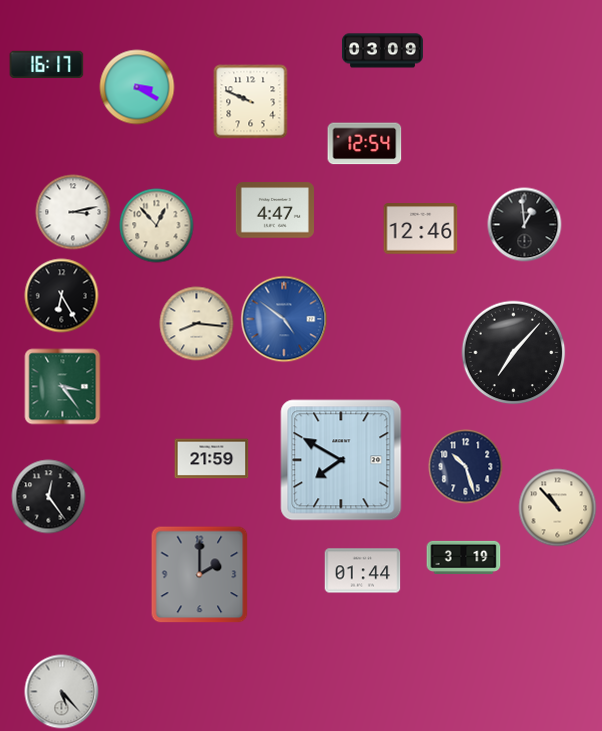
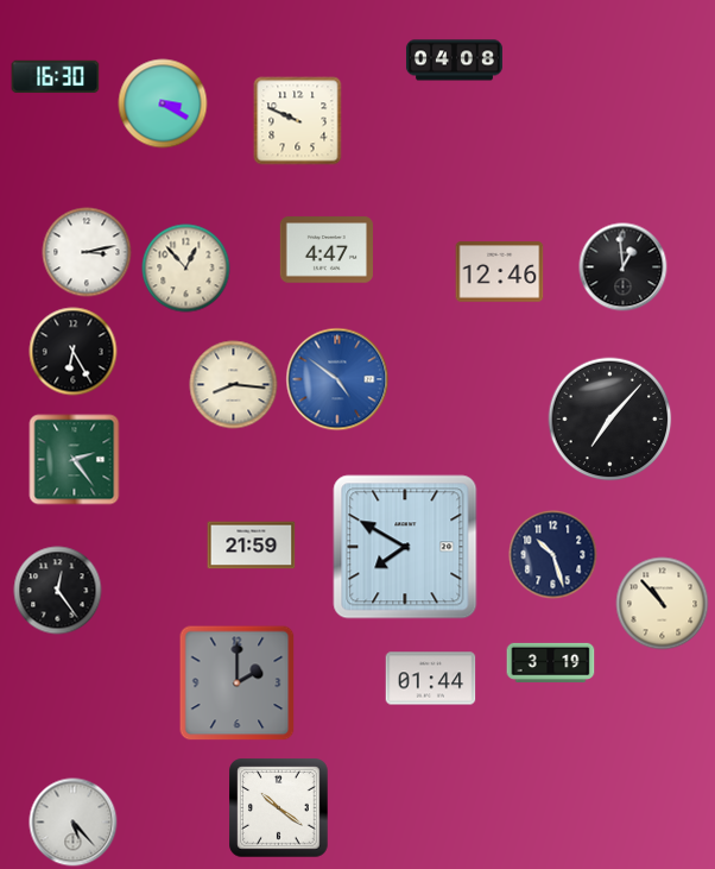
clock at (382, 51): 03:09 -> 04:08
clock at (47, 65): 16:17 -> 16:30
clock at (365, 144): 12:54 -> none
clock at (63, 387): 3:24 -> 2:24
clock at (279, 808): none -> 10:21
